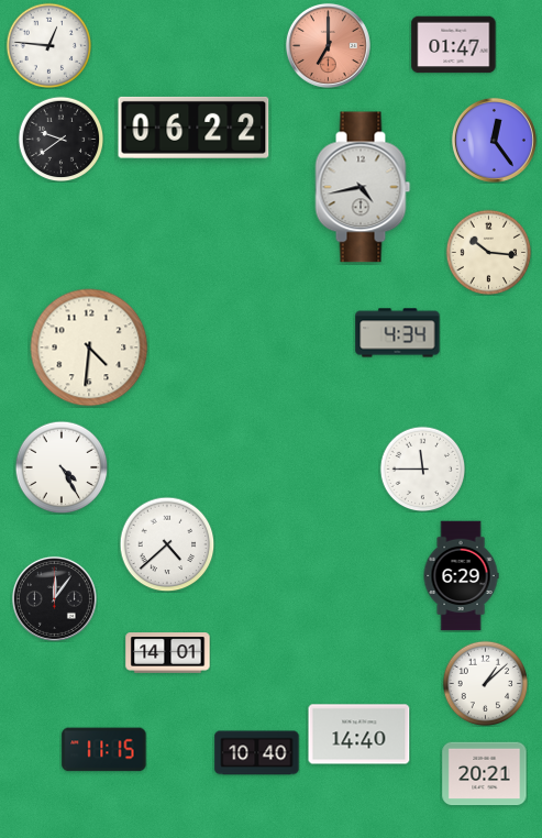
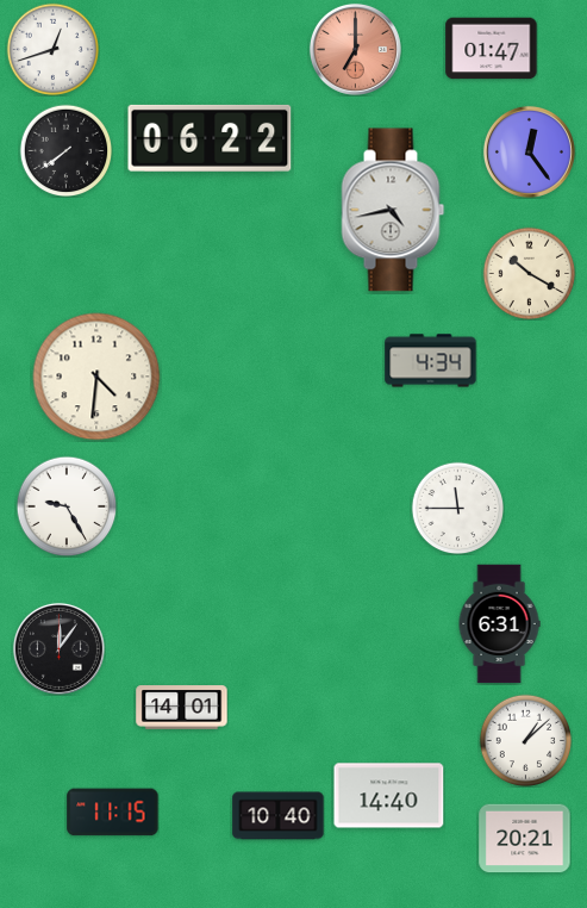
clock at (48, 45): 12:46 -> 12:42
clock at (60, 139): 9:39 -> 7:39
clock at (494, 140) position: (494, 140) -> (529, 151)
clock at (363, 187) position: (363, 187) -> (393, 210)
clock at (488, 252): 10:16 -> 10:20
clock at (62, 467): 4:25 -> 9:25
clock at (167, 544): 4:38 -> none
clock at (461, 576): 6:29 -> 6:31
